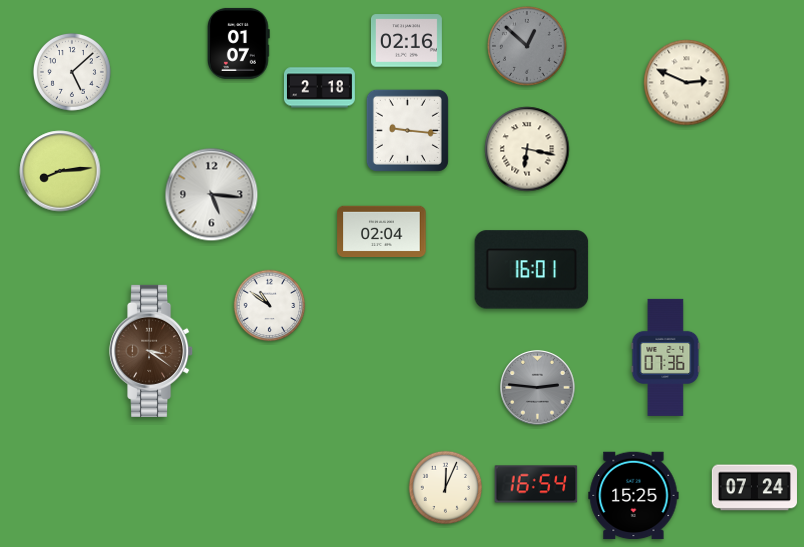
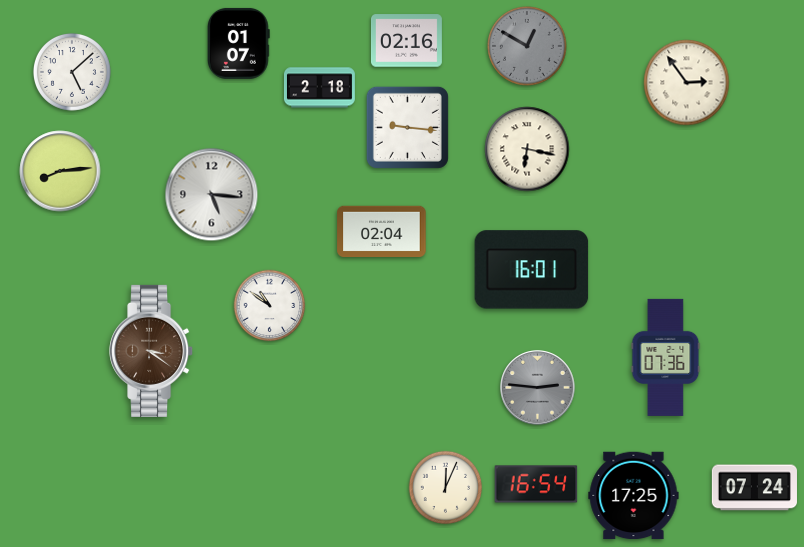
clock at (528, 47): 12:52 -> 12:50
clock at (687, 83): 2:49 -> 2:54
clock at (407, 130) position: (407, 130) -> (407, 127)
clock at (634, 496): 15:25 -> 17:25
